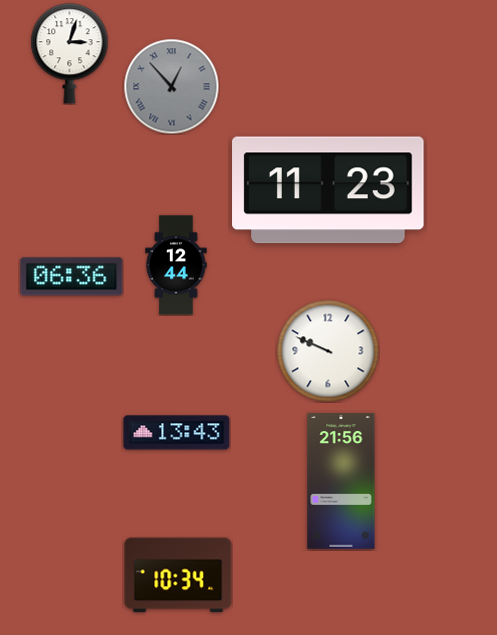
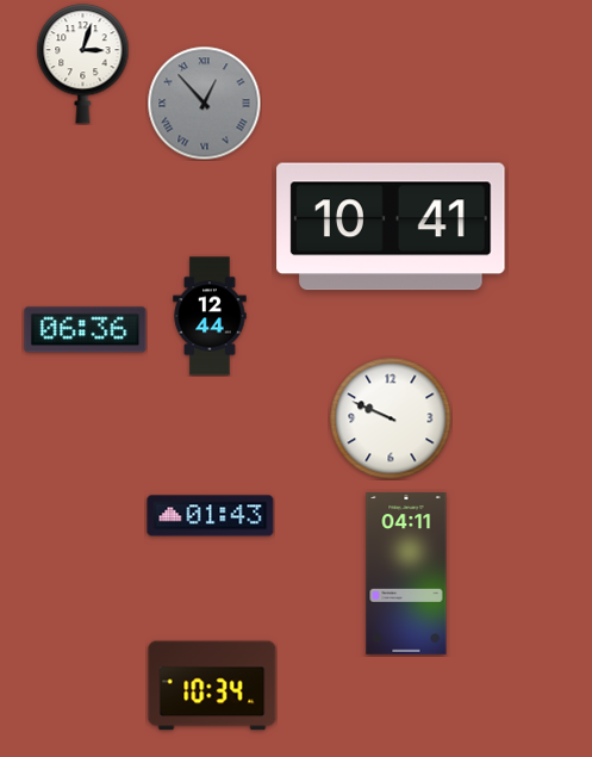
clock at (328, 190): 11:23 -> 10:41
clock at (177, 433): 13:43 -> 01:43
clock at (341, 481): 21:56 -> 04:11
